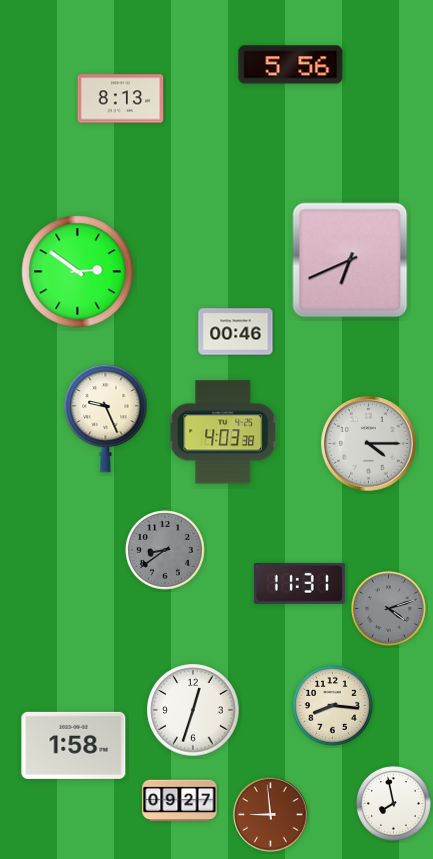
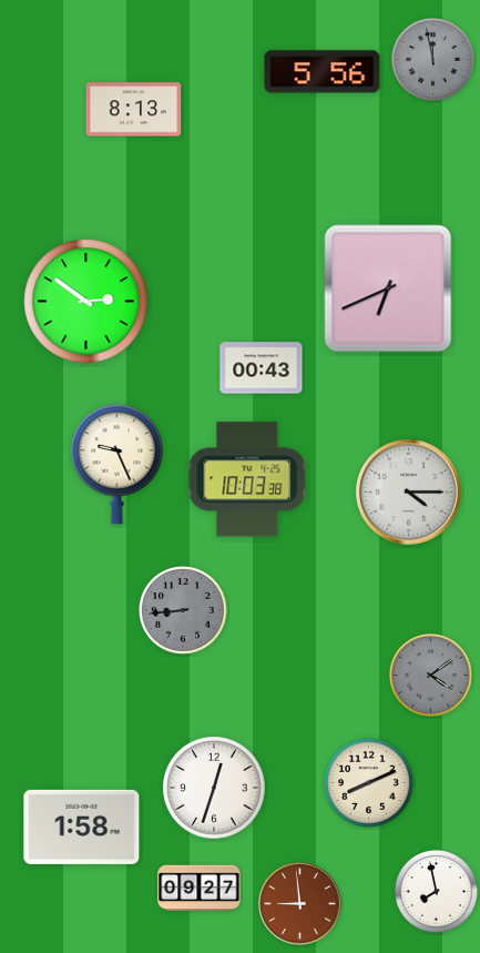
clock at (432, 59): none -> 11:58
clock at (236, 332): 00:46 -> 00:43
clock at (222, 432): 4:03 -> 10:03
clock at (166, 551): 8:39 -> 8:44
clock at (299, 583): 11:31 -> none
clock at (388, 608): 4:12 -> 4:09
clock at (333, 706): 8:16 -> 8:11
